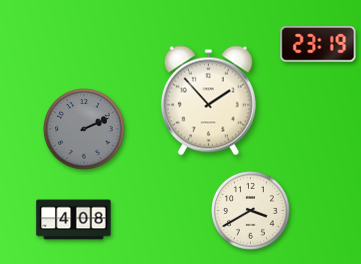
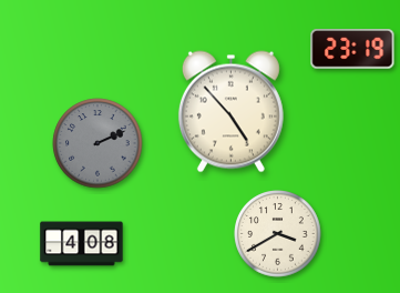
clock at (208, 101): 1:53 -> 4:53
clock at (84, 129) position: (84, 129) -> (98, 143)
